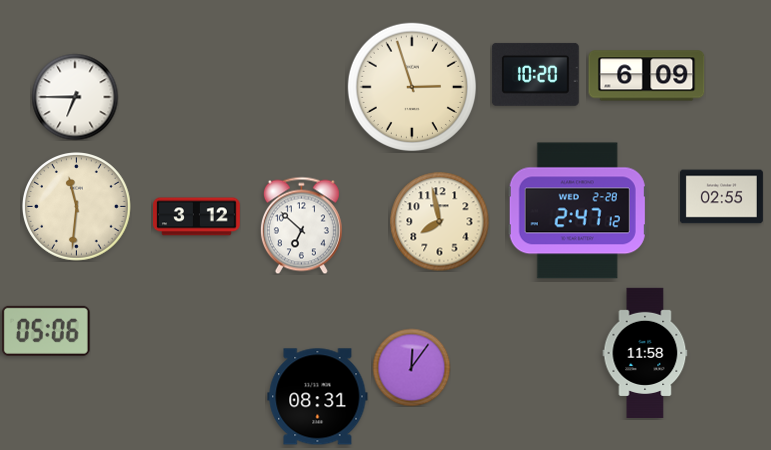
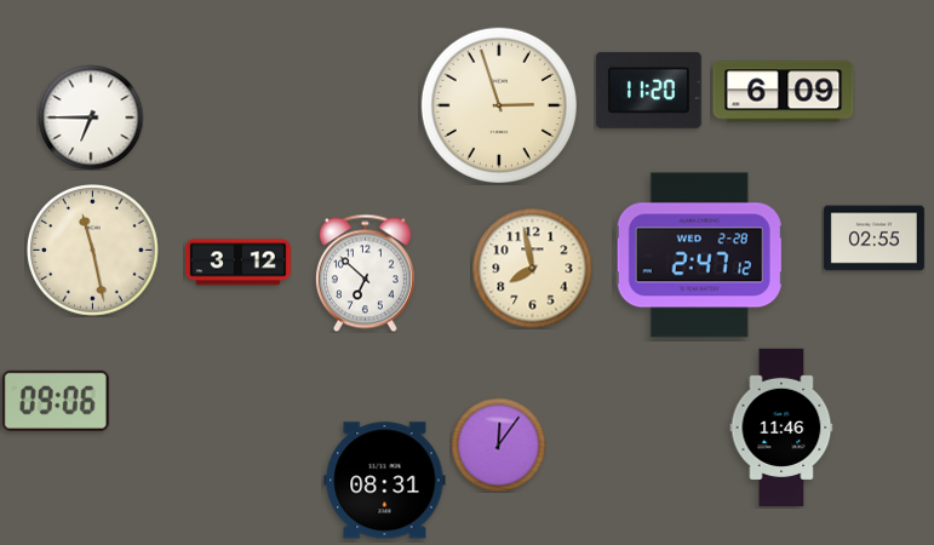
clock at (535, 74): 10:20 -> 11:20
clock at (77, 207): 11:31 -> 11:28
clock at (46, 331): 05:06 -> 09:06
clock at (645, 352): 11:58 -> 11:46
